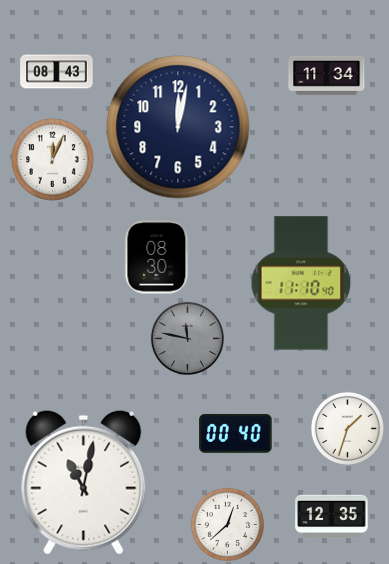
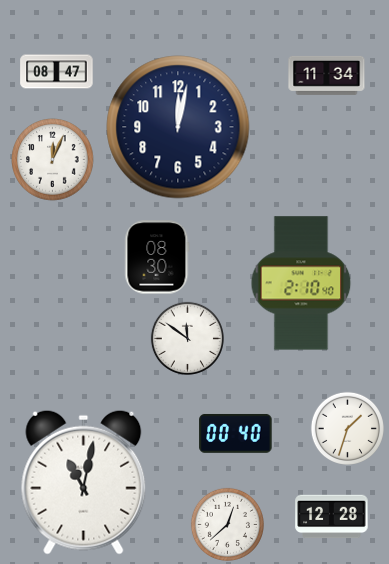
clock at (57, 72): 08:43 -> 08:47
clock at (301, 283): 11:10 -> 2:10
clock at (187, 338): 11:47 -> 11:51
clock at (187, 338) dial: grey -> white
clock at (332, 517): 12:35 -> 12:28
